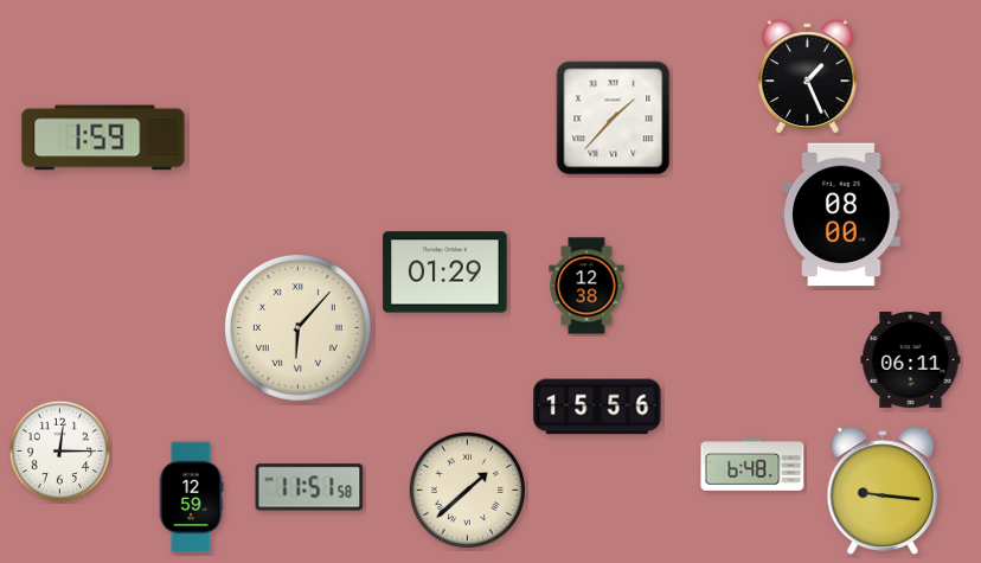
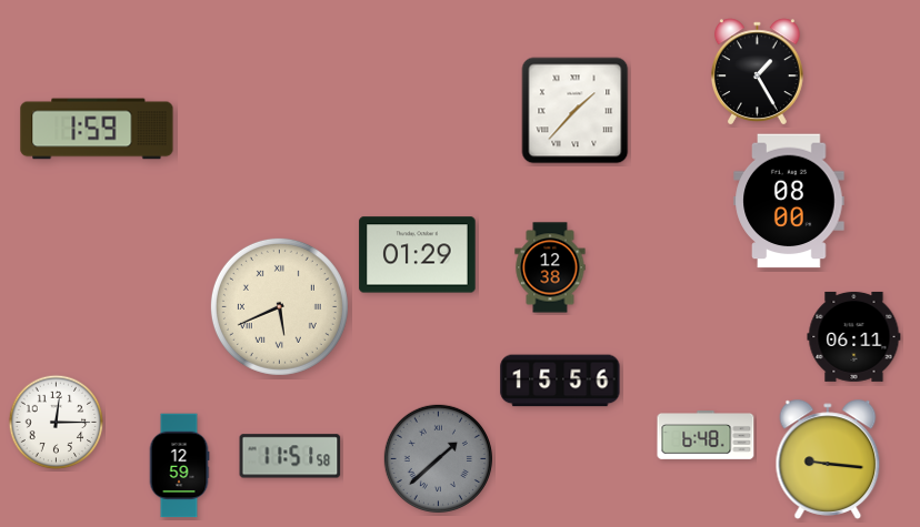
clock at (807, 76): 1:26 -> 1:25
clock at (297, 327): 6:07 -> 5:41
clock at (467, 490) dial: cream -> grey
